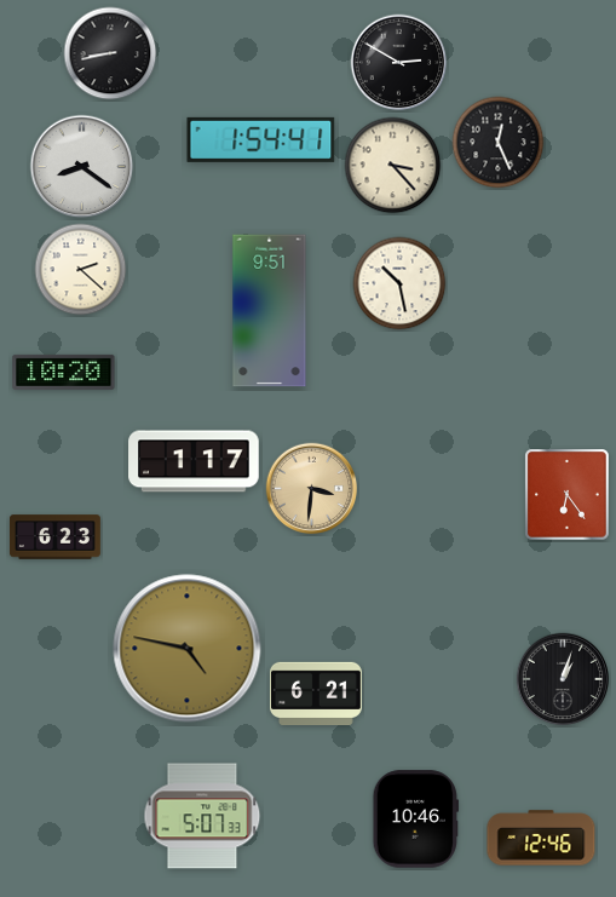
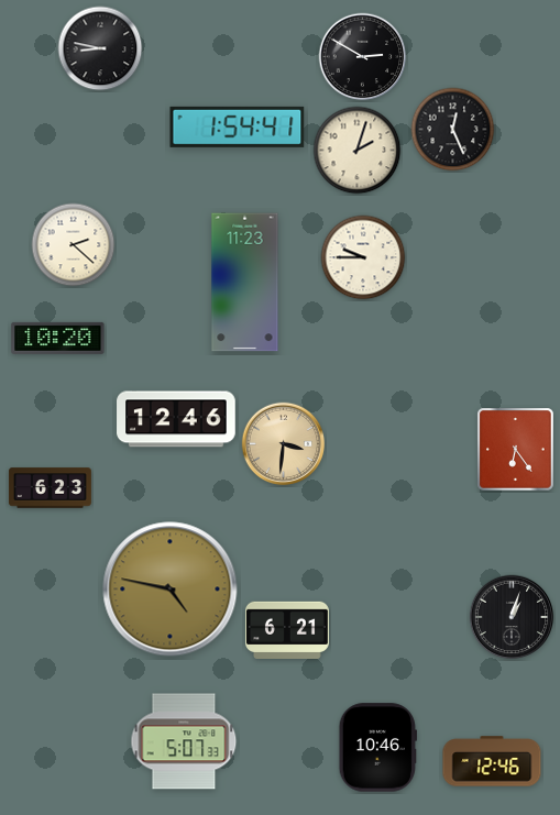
clock at (110, 53): 8:43 -> 8:47
clock at (393, 166): 3:23 -> 2:03
clock at (82, 167): 8:21 -> none
clock at (399, 283): 10:28 -> 9:45
clock at (270, 311): 9:51 -> 11:23
clock at (194, 461): 1:17 -> 12:46
clock at (415, 820) position: (415, 820) -> (377, 748)
